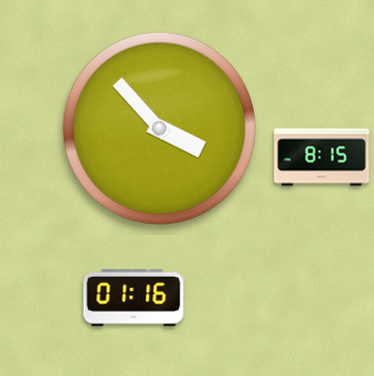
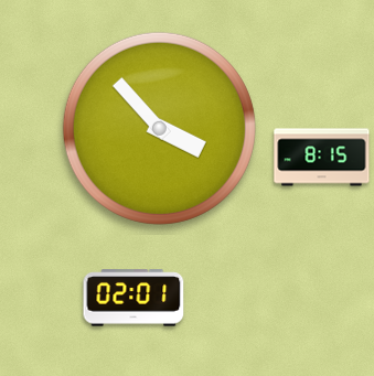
clock at (133, 298): 01:16 -> 02:01
